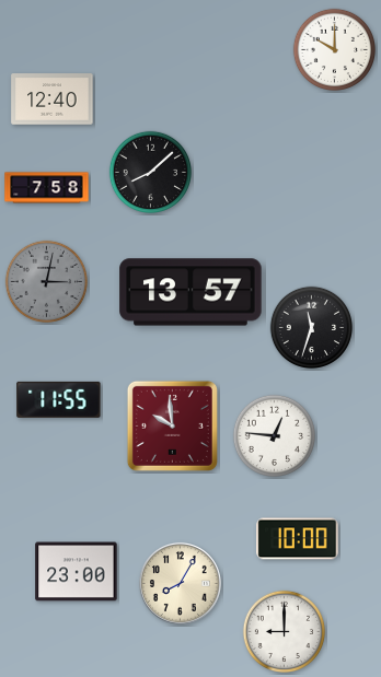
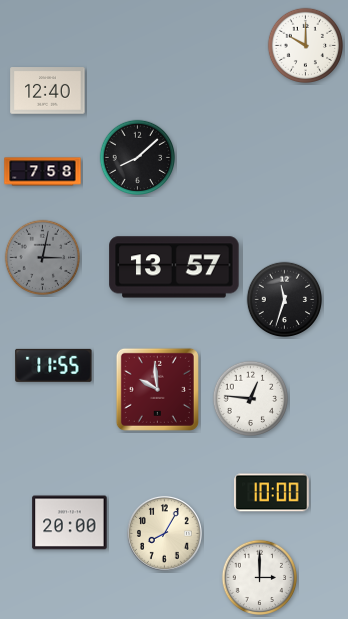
clock at (77, 572): 23:00 -> 20:00
clock at (285, 632): 9:00 -> 3:00
